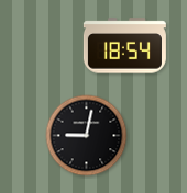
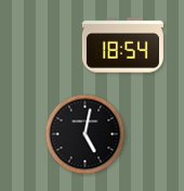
clock at (87, 136): 9:02 -> 5:02
